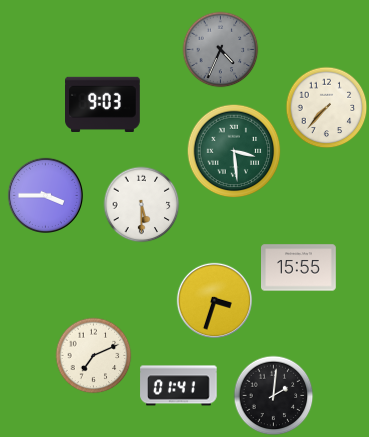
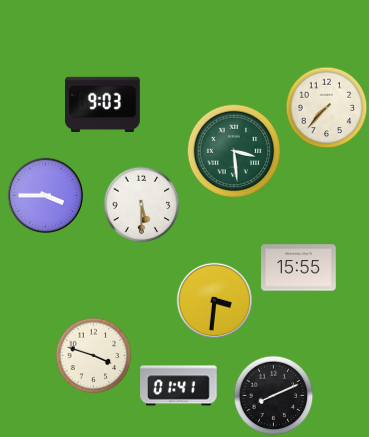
clock at (221, 50): 4:34 -> none
clock at (214, 300): 3:33 -> 3:31
clock at (94, 356): 7:11 -> 3:48
clock at (274, 396): 2:01 -> 8:11
